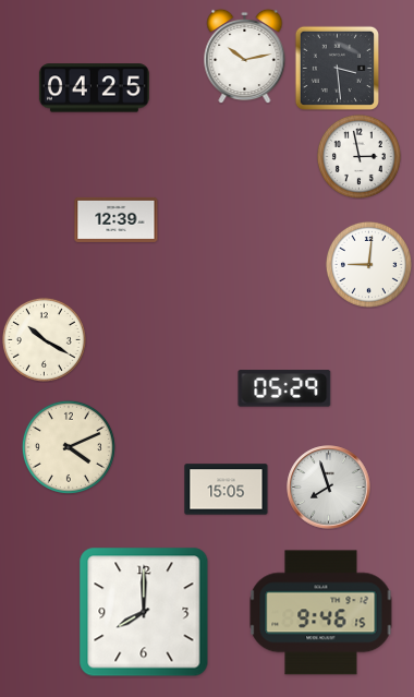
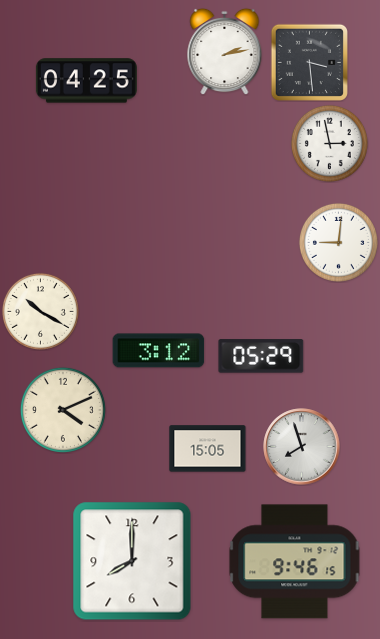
clock at (245, 56): 10:13 -> 2:13
clock at (117, 219): 12:39 -> none
clock at (159, 351): none -> 3:12
